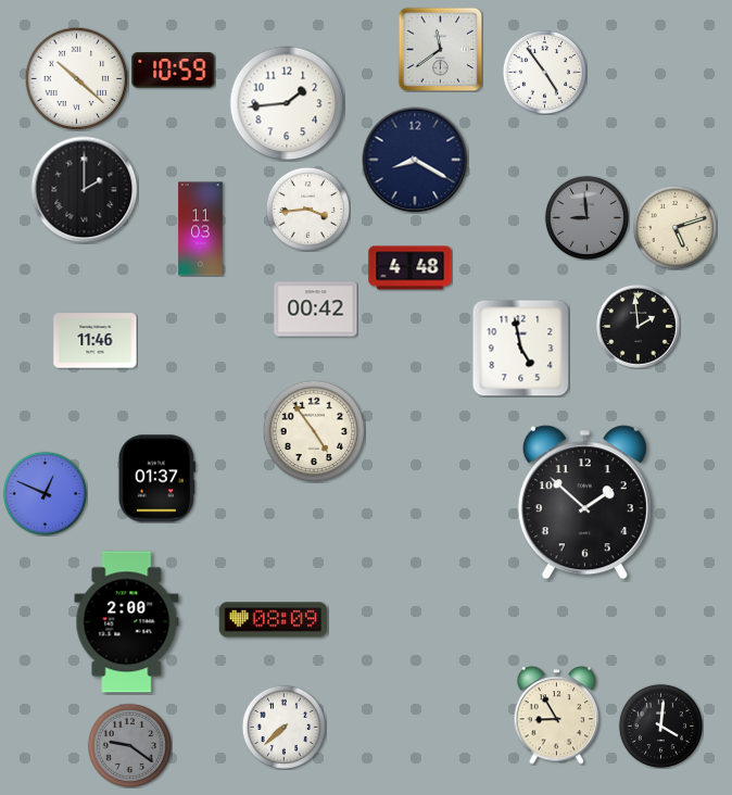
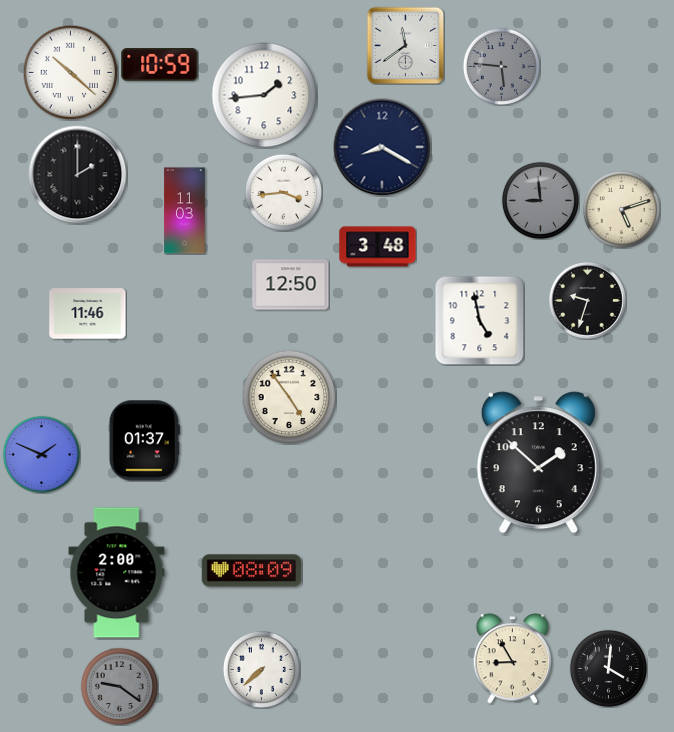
clock at (544, 72): 4:54 -> 5:46
clock at (544, 72) dial: white -> grey
clock at (411, 268): 4:48 -> 3:48
clock at (316, 310): 00:42 -> 12:50
clock at (639, 327): 1:59 -> 9:33
clock at (45, 493): 12:49 -> 1:49
